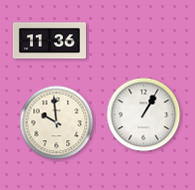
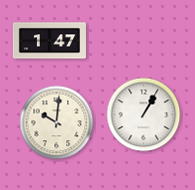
clock at (49, 41): 11:36 -> 1:47
clock at (57, 123): 9:59 -> 10:01
